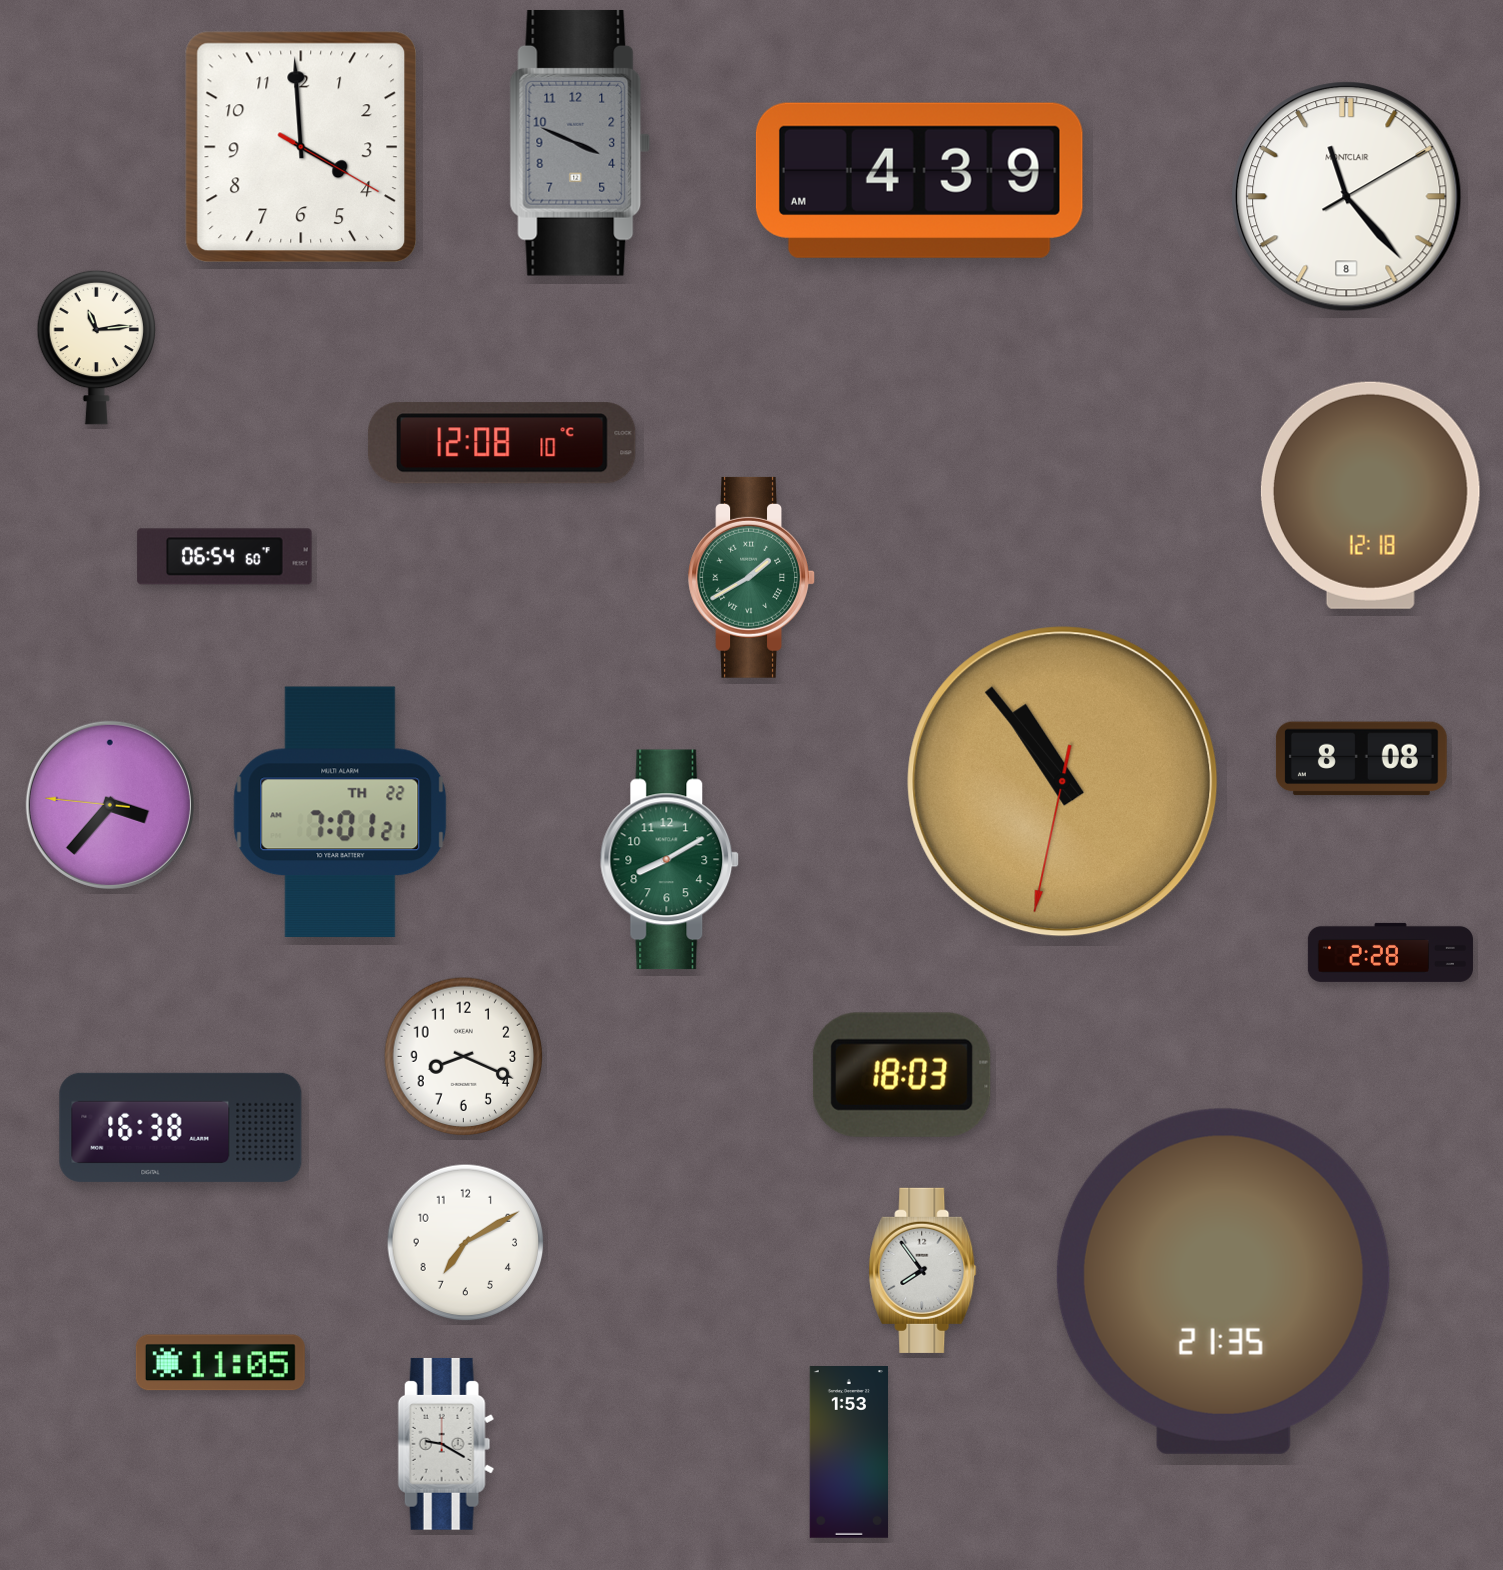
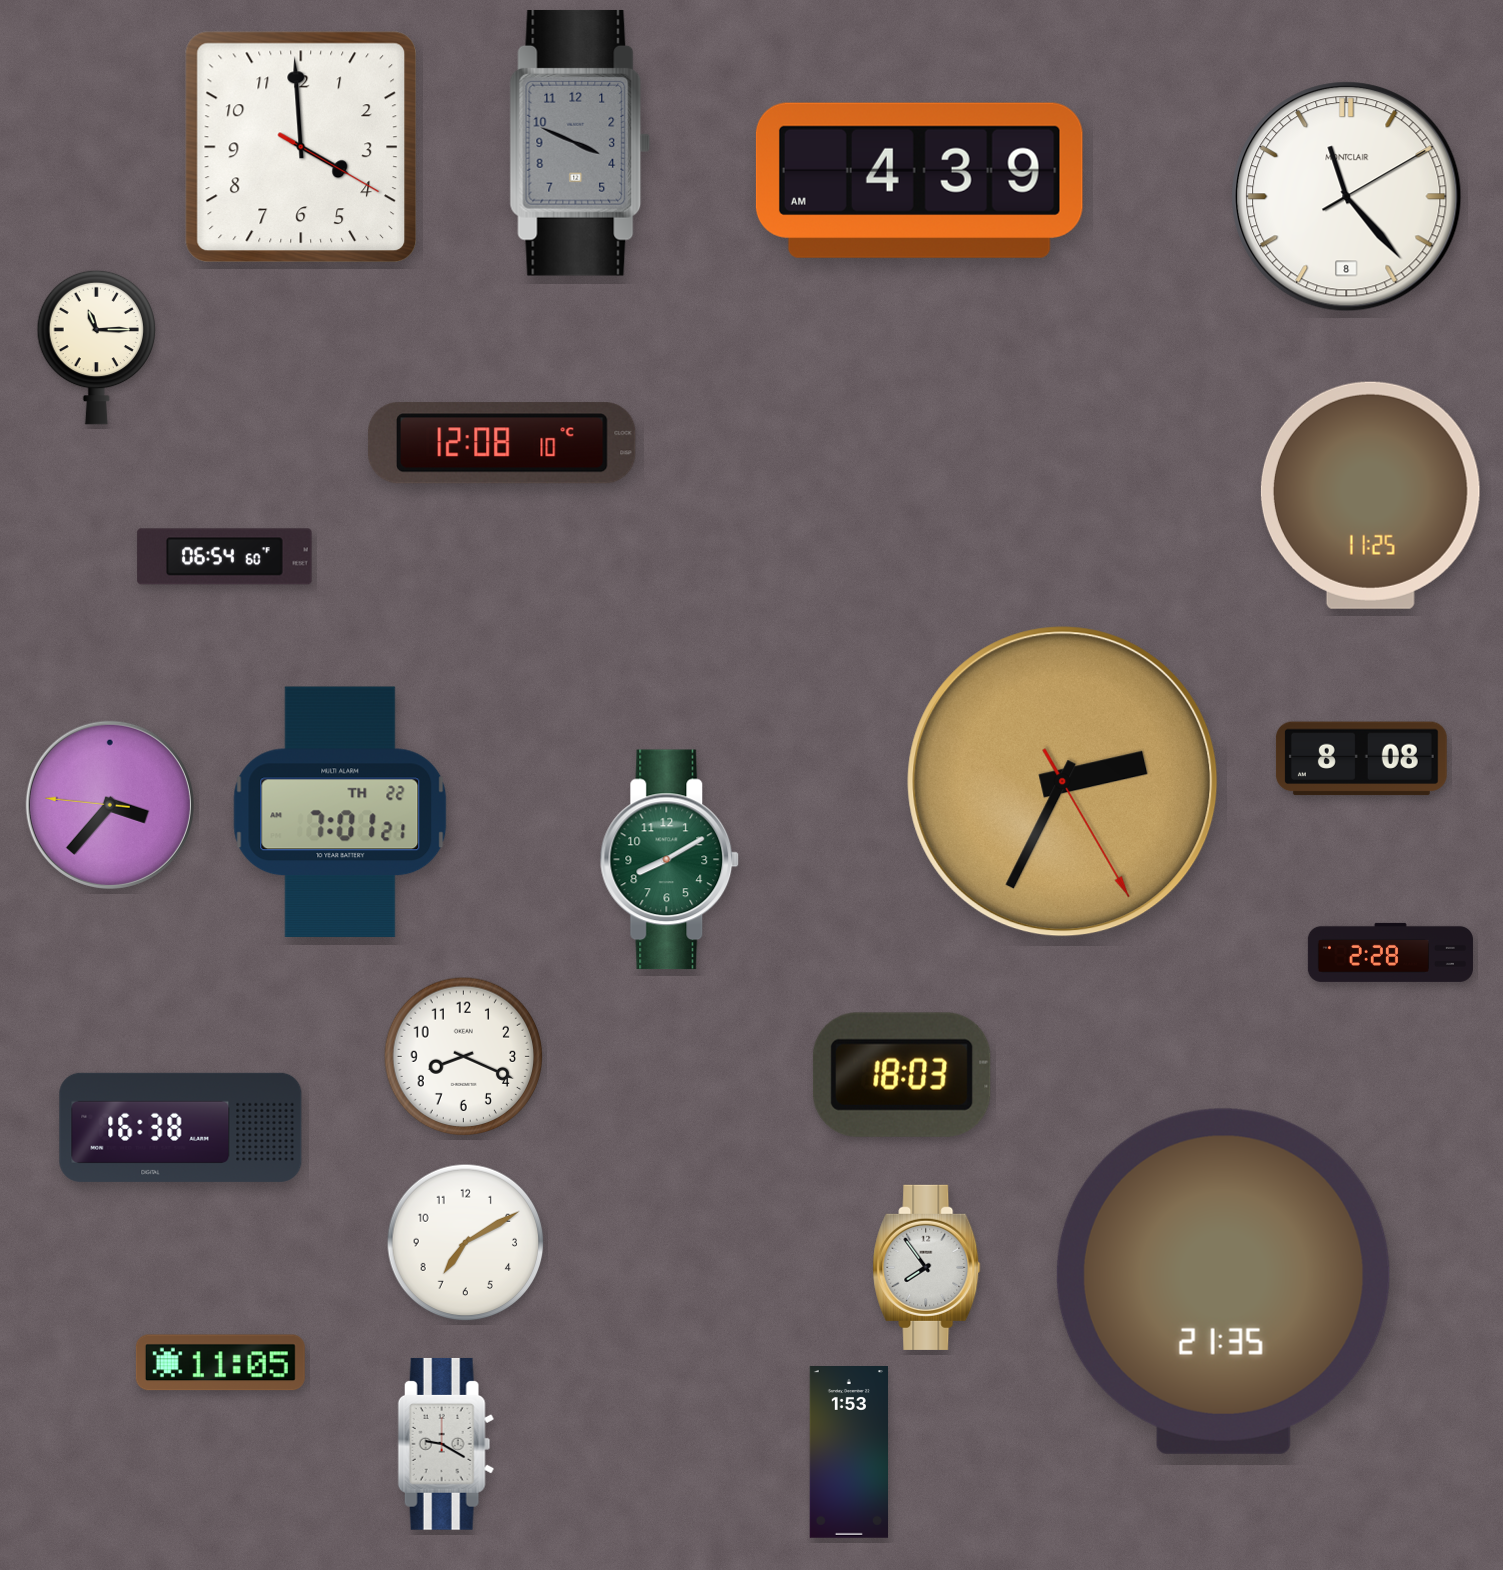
clock at (96, 347): 11:14 -> 11:15
clock at (1370, 495): 12:18 -> 11:25
clock at (751, 577): 1:40 -> none
clock at (1063, 782): 10:53 -> 2:34
clock at (923, 1270) position: (923, 1270) -> (927, 1267)
